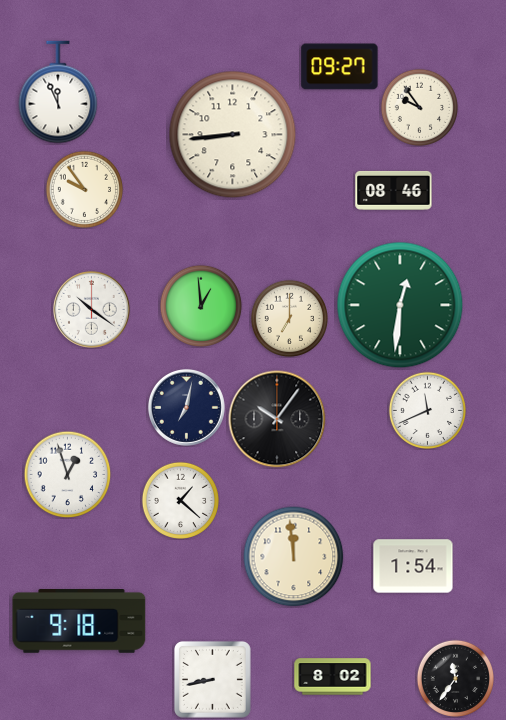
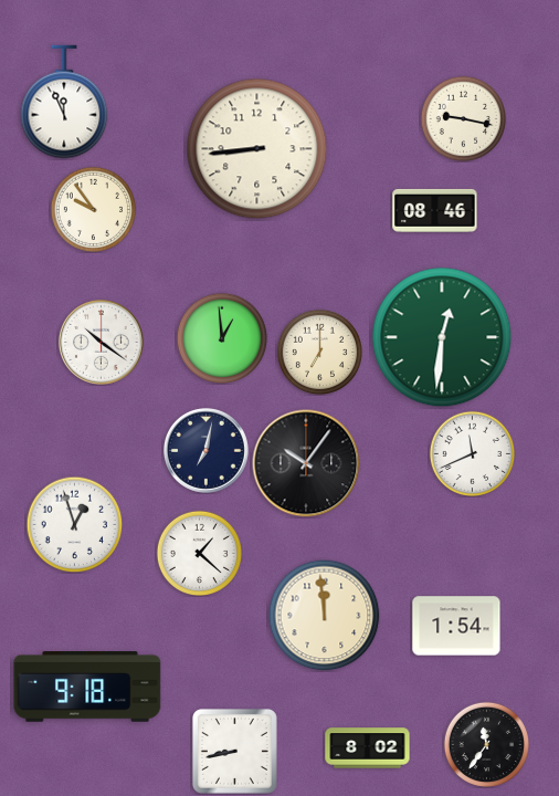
clock at (340, 67): 09:27 -> none
clock at (419, 107): 9:54 -> 9:17
clock at (455, 678) position: (455, 678) -> (486, 744)
